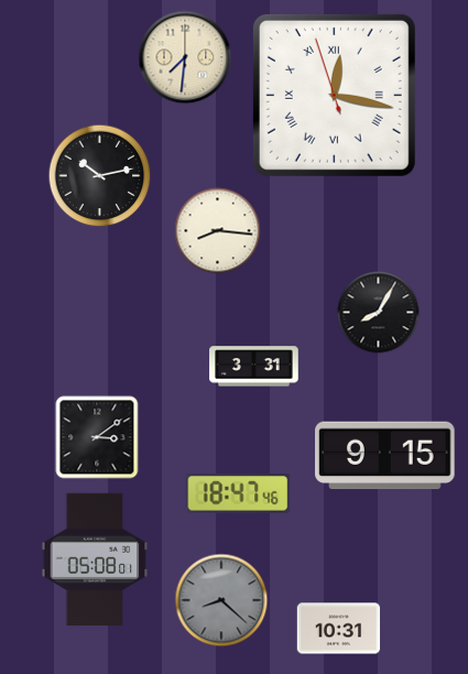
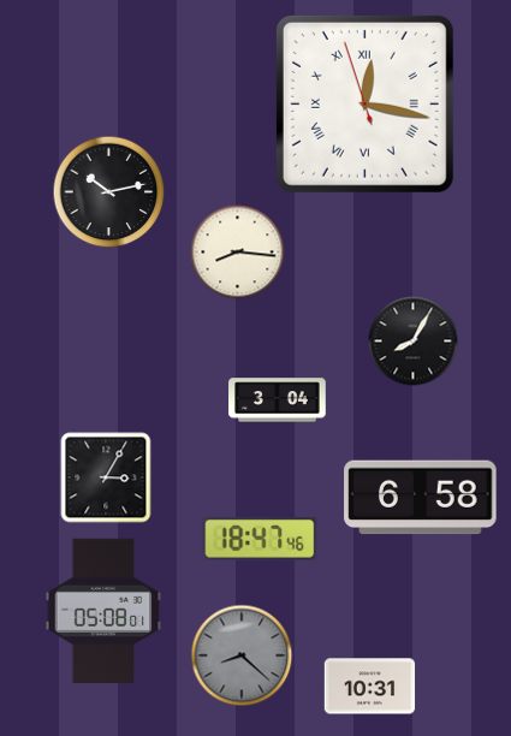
clock at (185, 57): 7:31 -> none
clock at (254, 367): 3:31 -> 3:04
clock at (97, 437): 3:09 -> 3:05
clock at (385, 456): 9:15 -> 6:58
